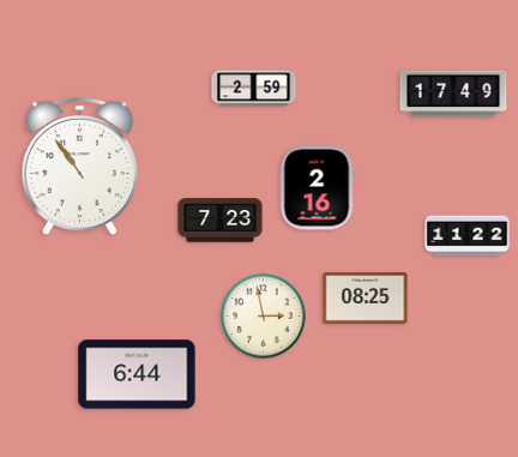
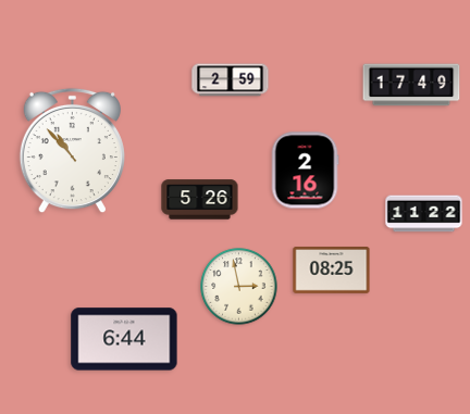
clock at (79, 167): 10:54 -> 10:53
clock at (317, 188) position: (317, 188) -> (305, 171)
clock at (221, 221): 7:23 -> 5:26
